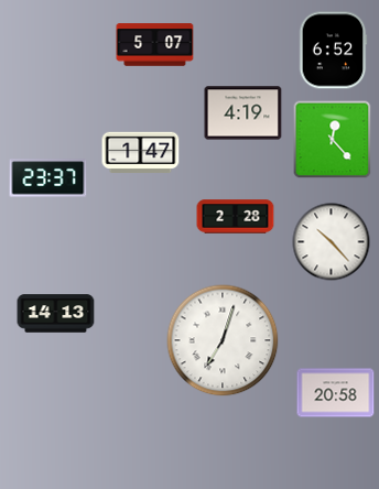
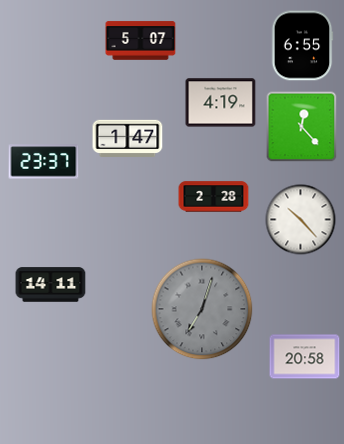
clock at (333, 51): 6:52 -> 6:55
clock at (56, 314): 14:13 -> 14:11
clock at (223, 340) dial: white -> grey
